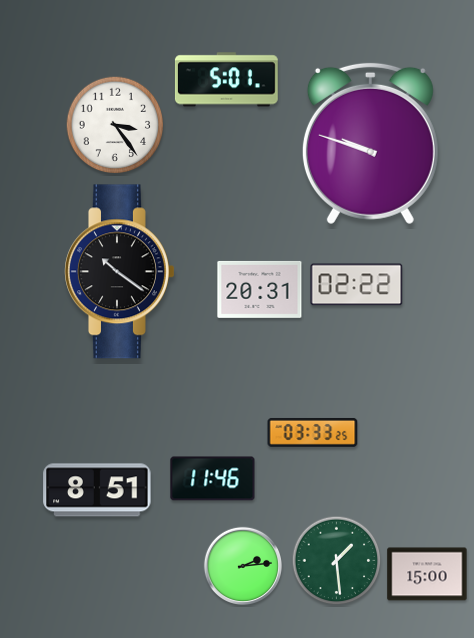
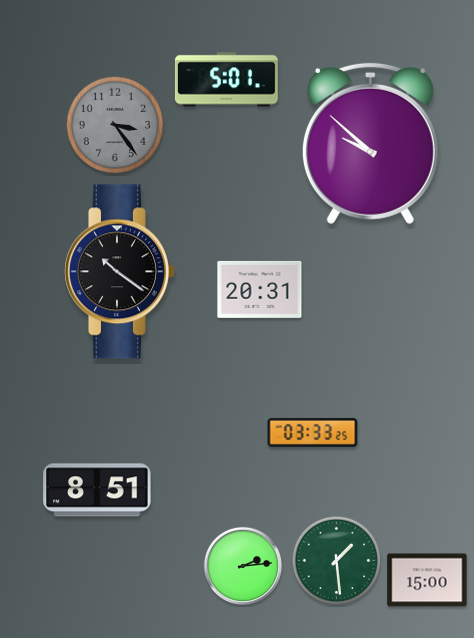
clock at (115, 125) dial: white -> grey
clock at (370, 143): 9:48 -> 9:52
clock at (357, 285): 02:22 -> none
clock at (213, 479): 11:46 -> none
clock at (427, 574) position: (427, 574) -> (427, 580)
